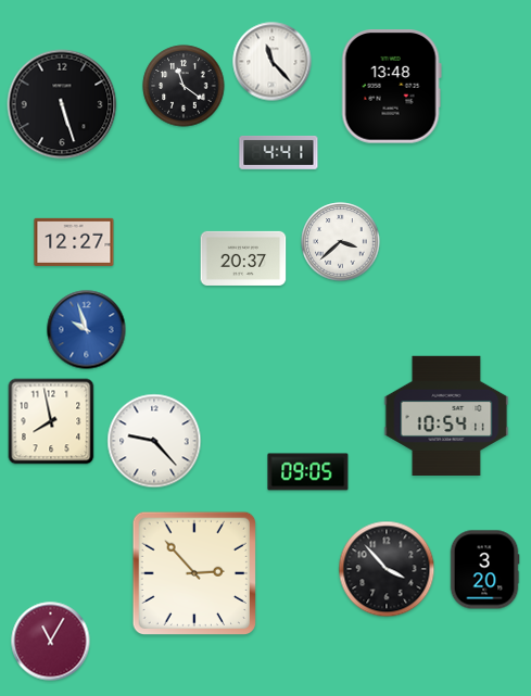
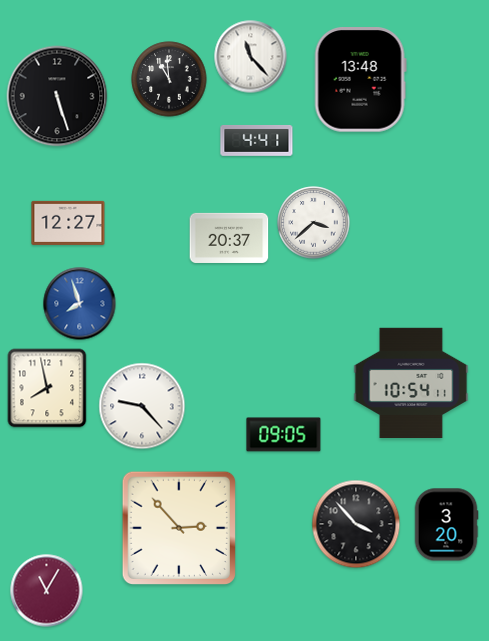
clock at (184, 86): 11:21 -> 10:59
clock at (243, 258) position: (243, 258) -> (229, 238)
clock at (87, 330): 9:57 -> 7:57
